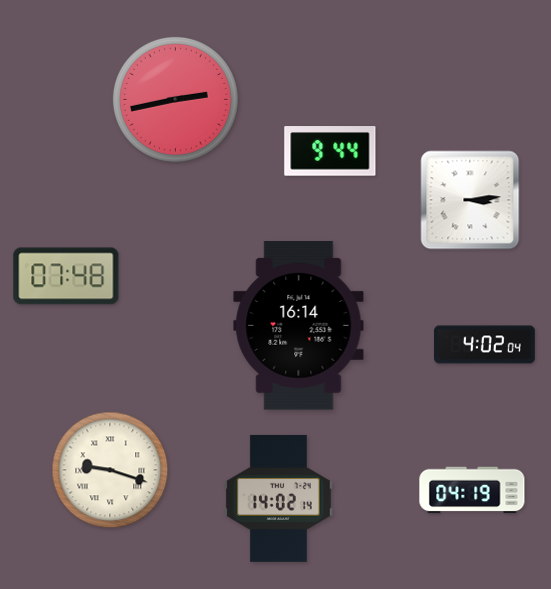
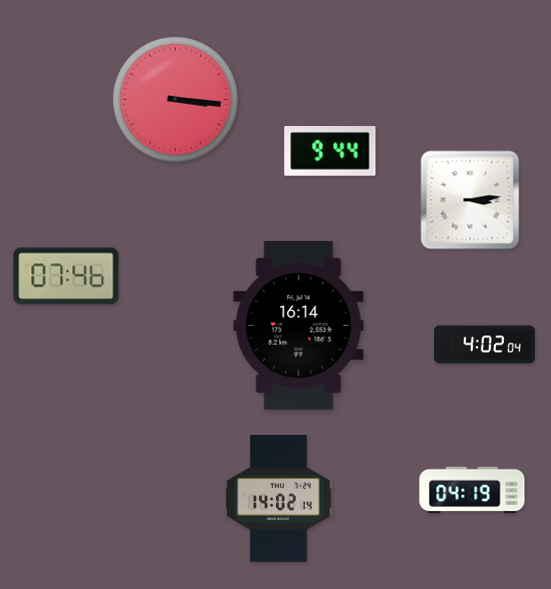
clock at (175, 99): 2:43 -> 3:16
clock at (66, 276): 07:48 -> 07:46
clock at (110, 470): 9:18 -> none
